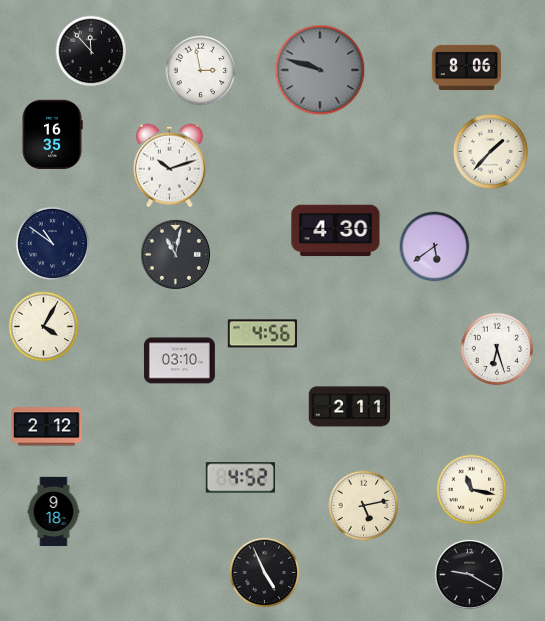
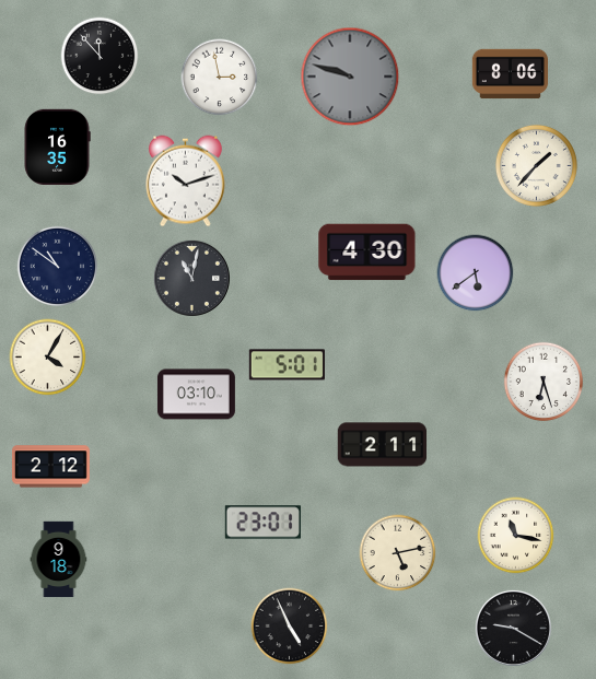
clock at (435, 247) position: (435, 247) -> (476, 273)
clock at (262, 334): 4:56 -> 5:01
clock at (240, 478): 4:52 -> 23:01
